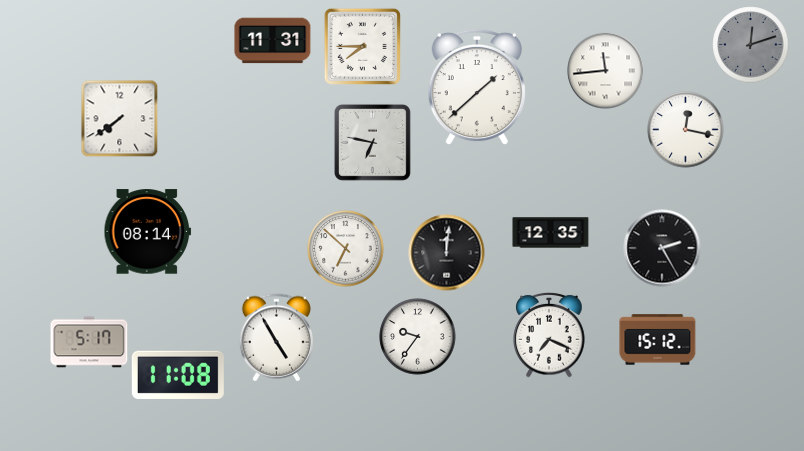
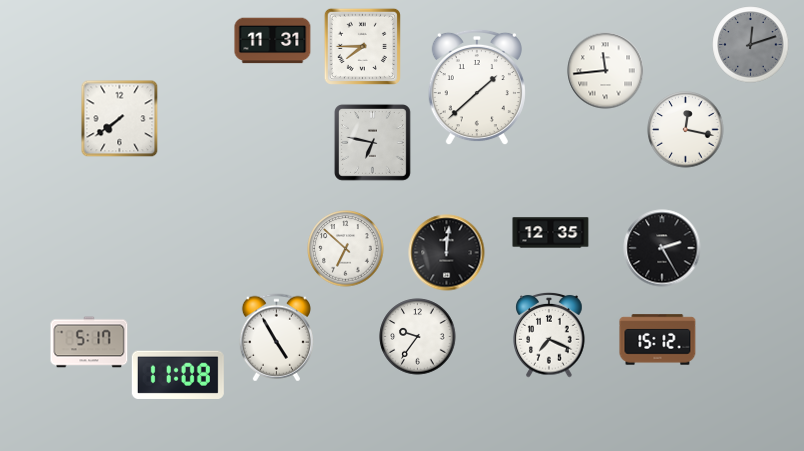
clock at (148, 232): 08:14 -> none
